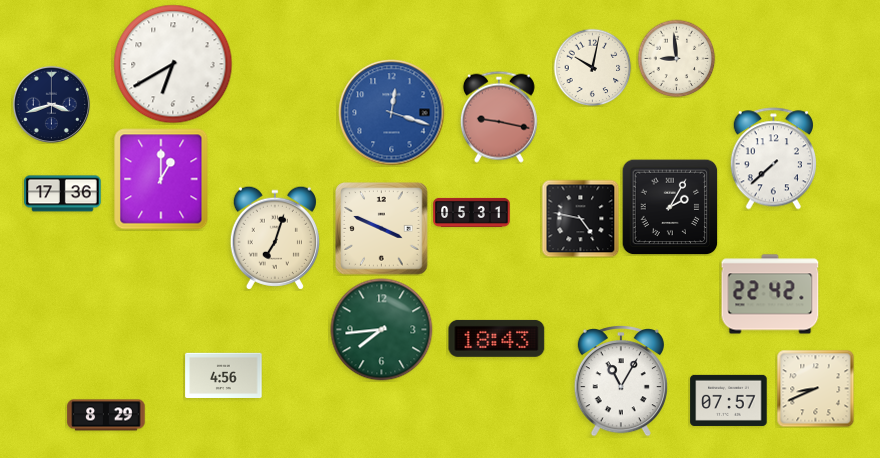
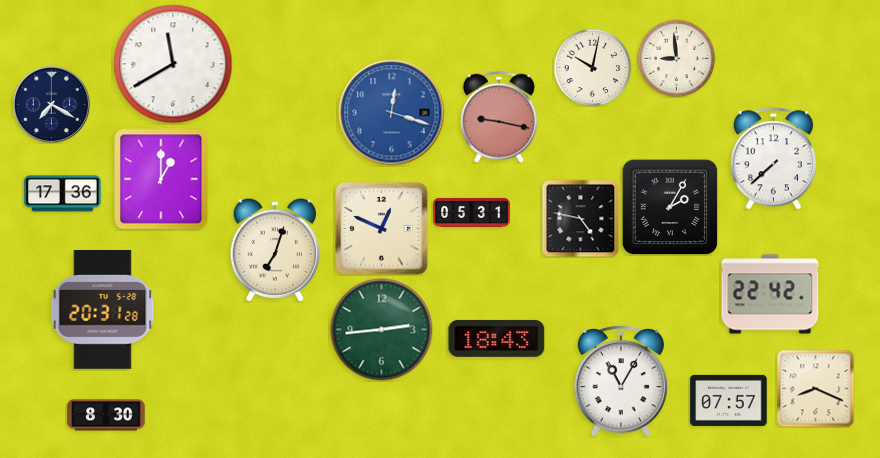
clock at (173, 64): 6:40 -> 11:40
clock at (51, 104): 3:42 -> 7:20
clock at (382, 229): 3:49 -> 12:49
clock at (275, 238) position: (275, 238) -> (275, 250)
clock at (103, 310): none -> 20:31
clock at (382, 330): 7:44 -> 2:44
clock at (224, 375): 4:56 -> none
clock at (815, 388): 8:41 -> 8:19
clock at (106, 415): 8:29 -> 8:30
